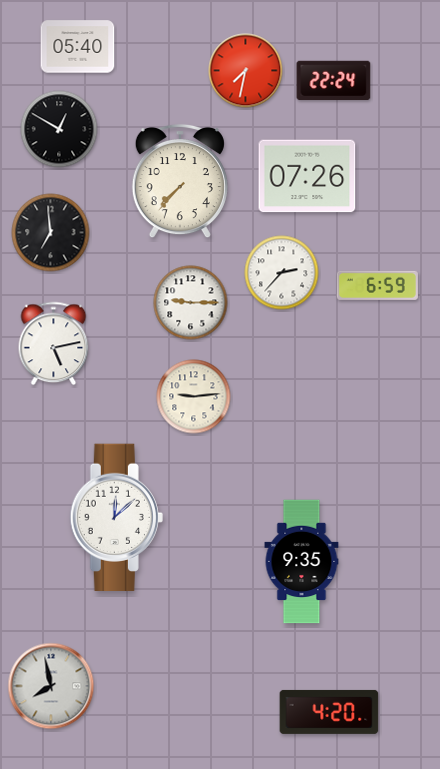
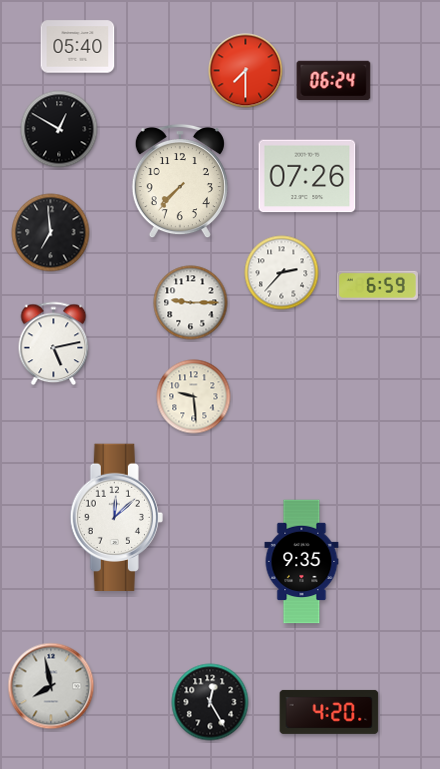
clock at (246, 71): 7:32 -> 7:30
clock at (334, 80): 22:24 -> 06:24
clock at (194, 397): 9:14 -> 9:29
clock at (210, 702): none -> 12:25
